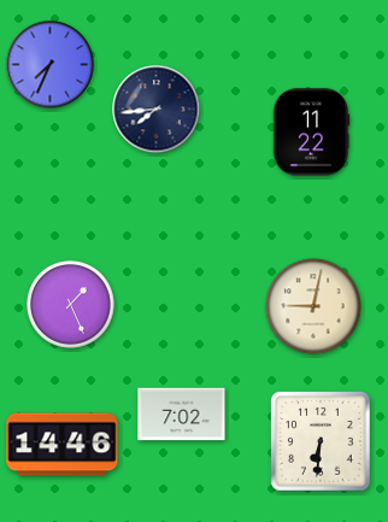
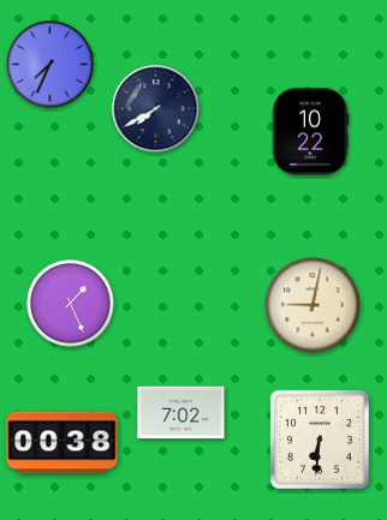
clock at (157, 110): 7:44 -> 7:40
clock at (311, 133): 11:22 -> 10:22
clock at (63, 445): 14:46 -> 00:38
